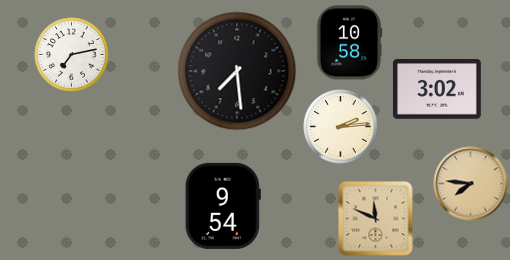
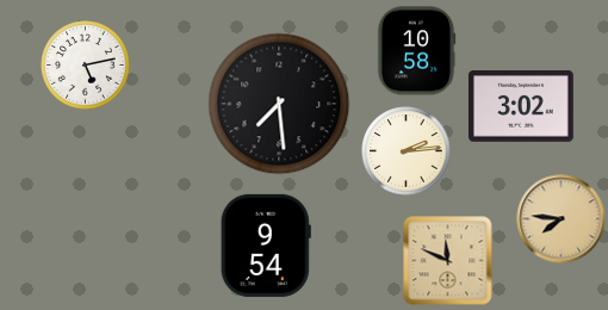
clock at (72, 55): 7:13 -> 5:13
clock at (237, 71) position: (237, 71) -> (279, 104)
